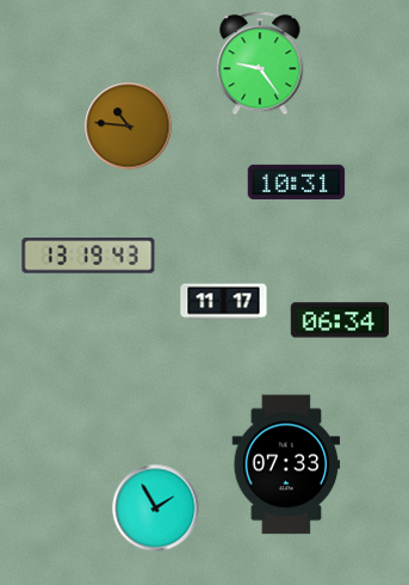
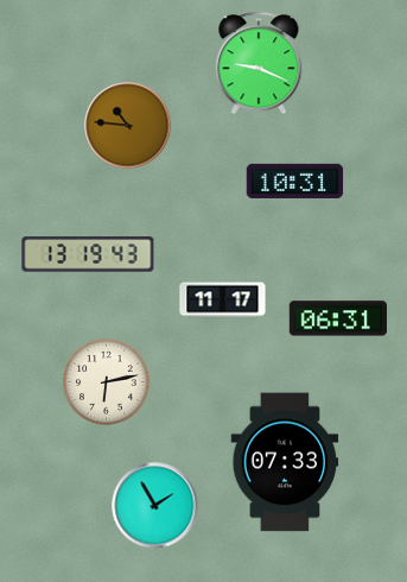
clock at (260, 63): 9:24 -> 9:19
clock at (339, 320): 06:34 -> 06:31
clock at (107, 382): none -> 6:13
